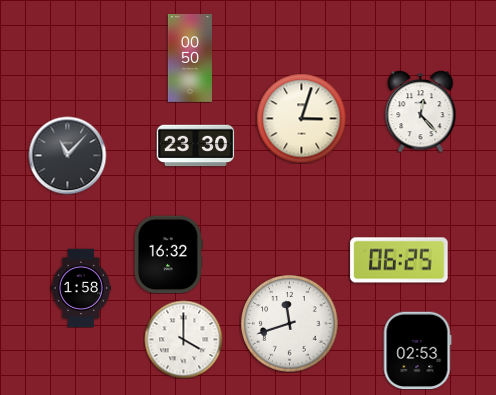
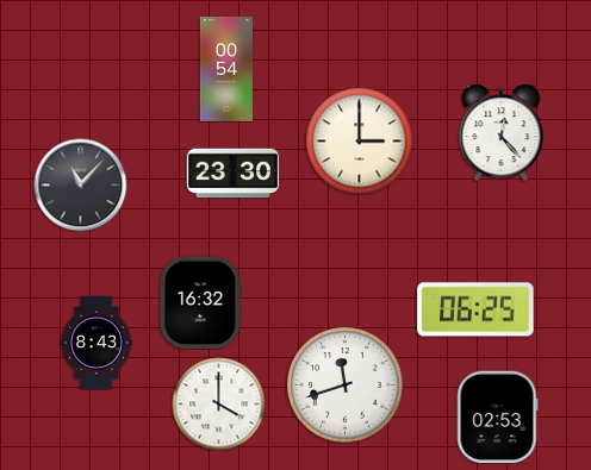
clock at (190, 58): 00:50 -> 00:54
clock at (301, 118): 3:03 -> 3:00
clock at (81, 288): 1:58 -> 8:43
